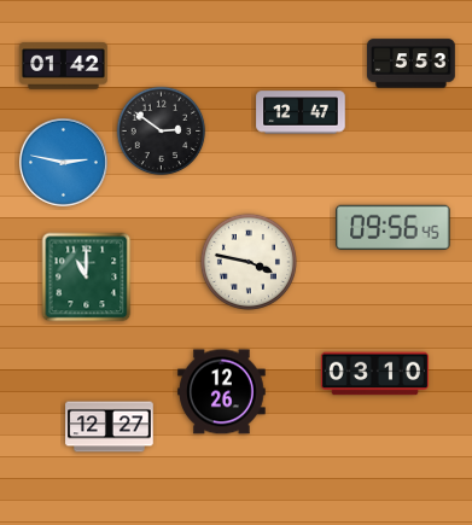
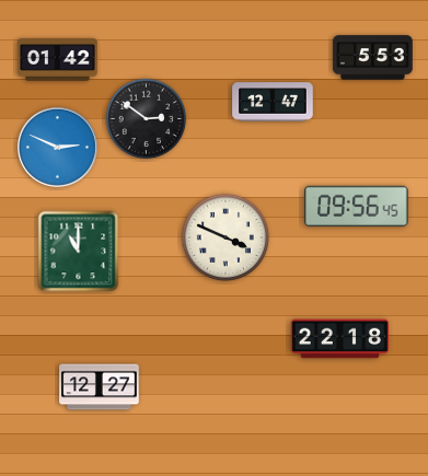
clock at (63, 162): 2:47 -> 2:49
clock at (249, 262): 3:47 -> 3:49
clock at (374, 374): 03:10 -> 22:18
clock at (222, 392): 12:26 -> none
